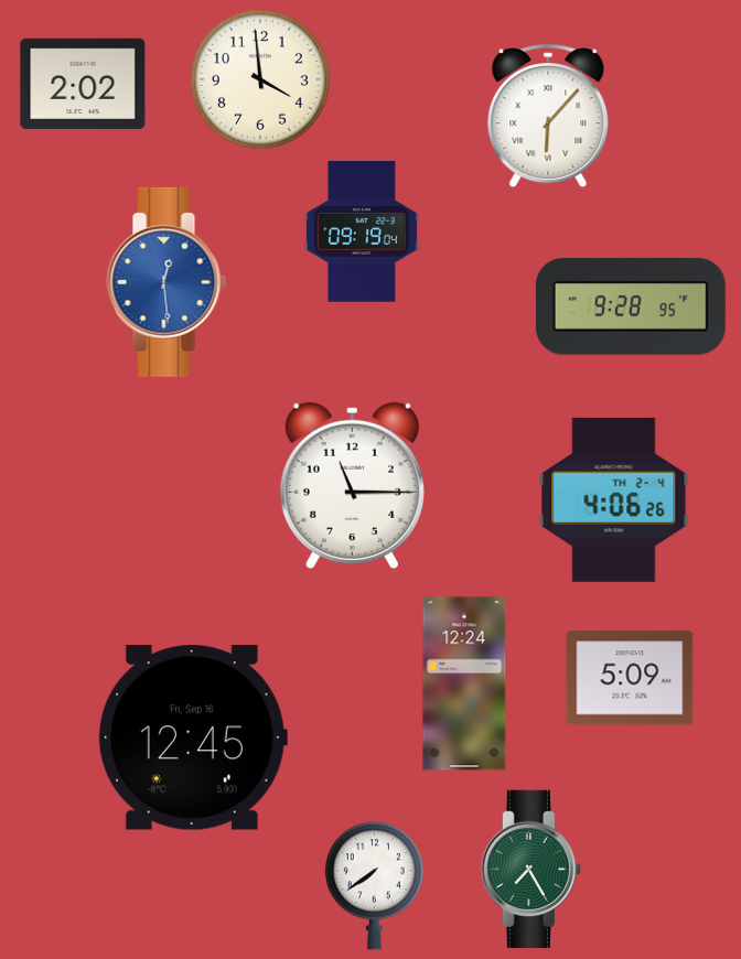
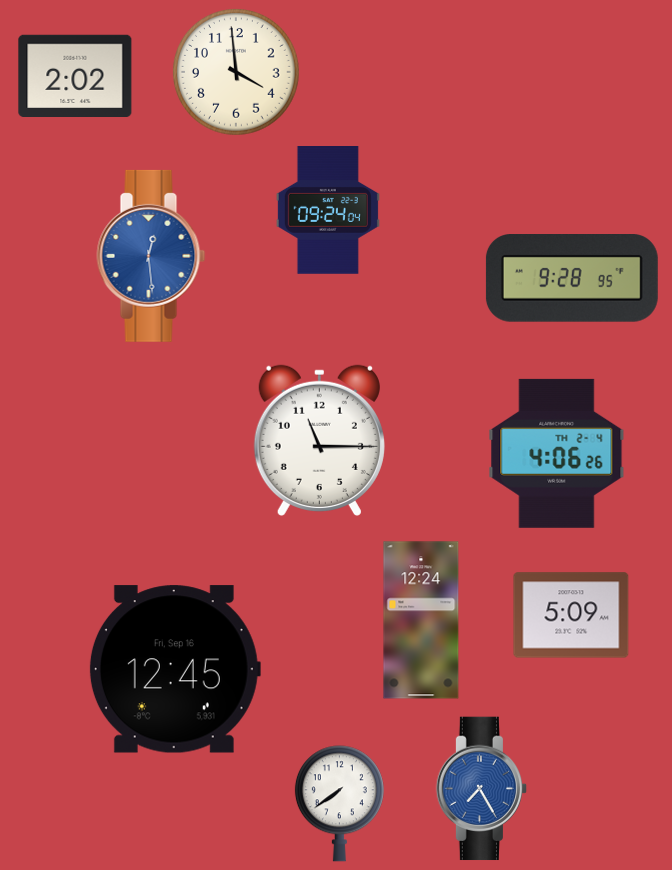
clock at (548, 116): 6:07 -> none
clock at (362, 233): 09:19 -> 09:24
clock at (531, 870) dial: green -> blue
